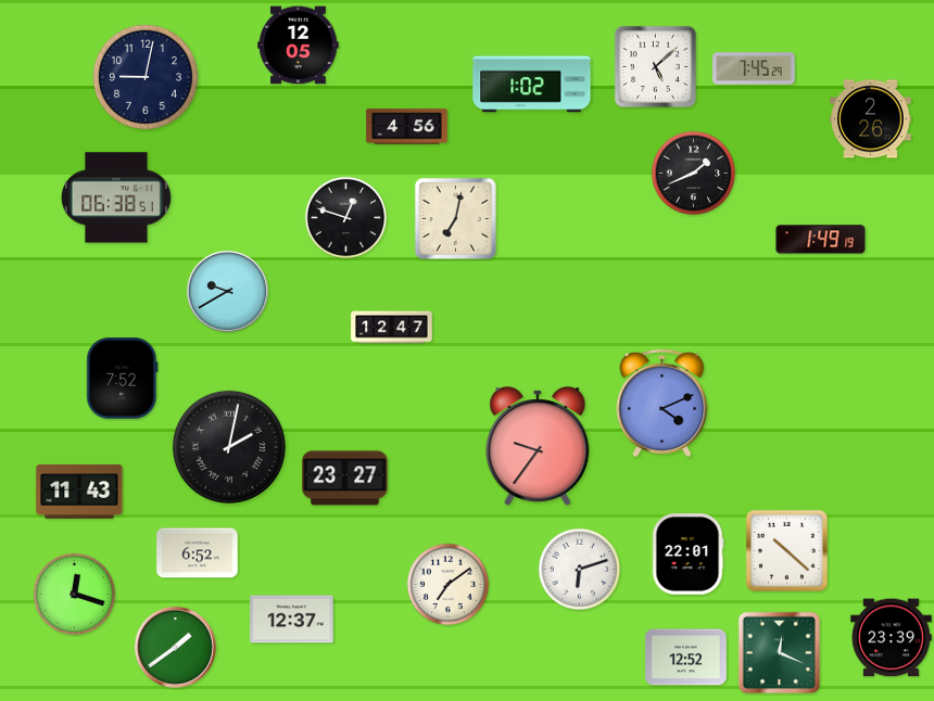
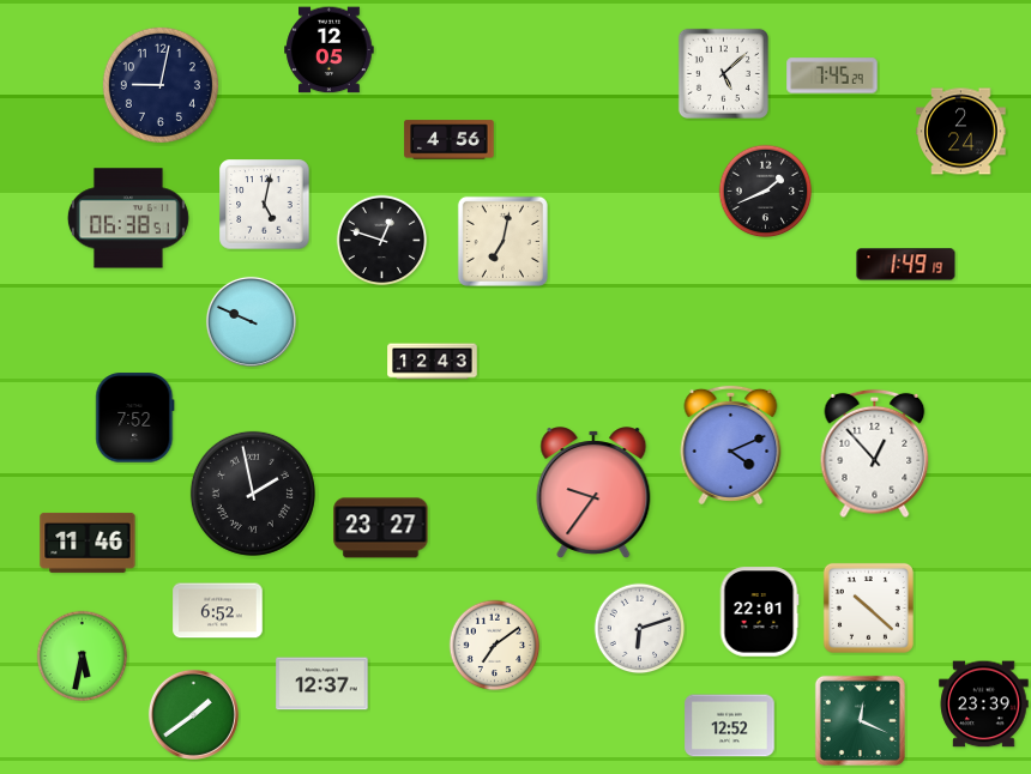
clock at (532, 85): 1:02 -> none
clock at (871, 119): 2:26 -> 2:24
clock at (265, 205): none -> 5:02
clock at (227, 291): 9:40 -> 9:49
clock at (392, 328): 12:47 -> 12:43
clock at (875, 454): none -> 12:53
clock at (229, 447): 2:02 -> 1:58
clock at (79, 492): 11:43 -> 11:46
clock at (75, 595): 12:18 -> 5:32
clock at (686, 658) position: (686, 658) -> (730, 726)
